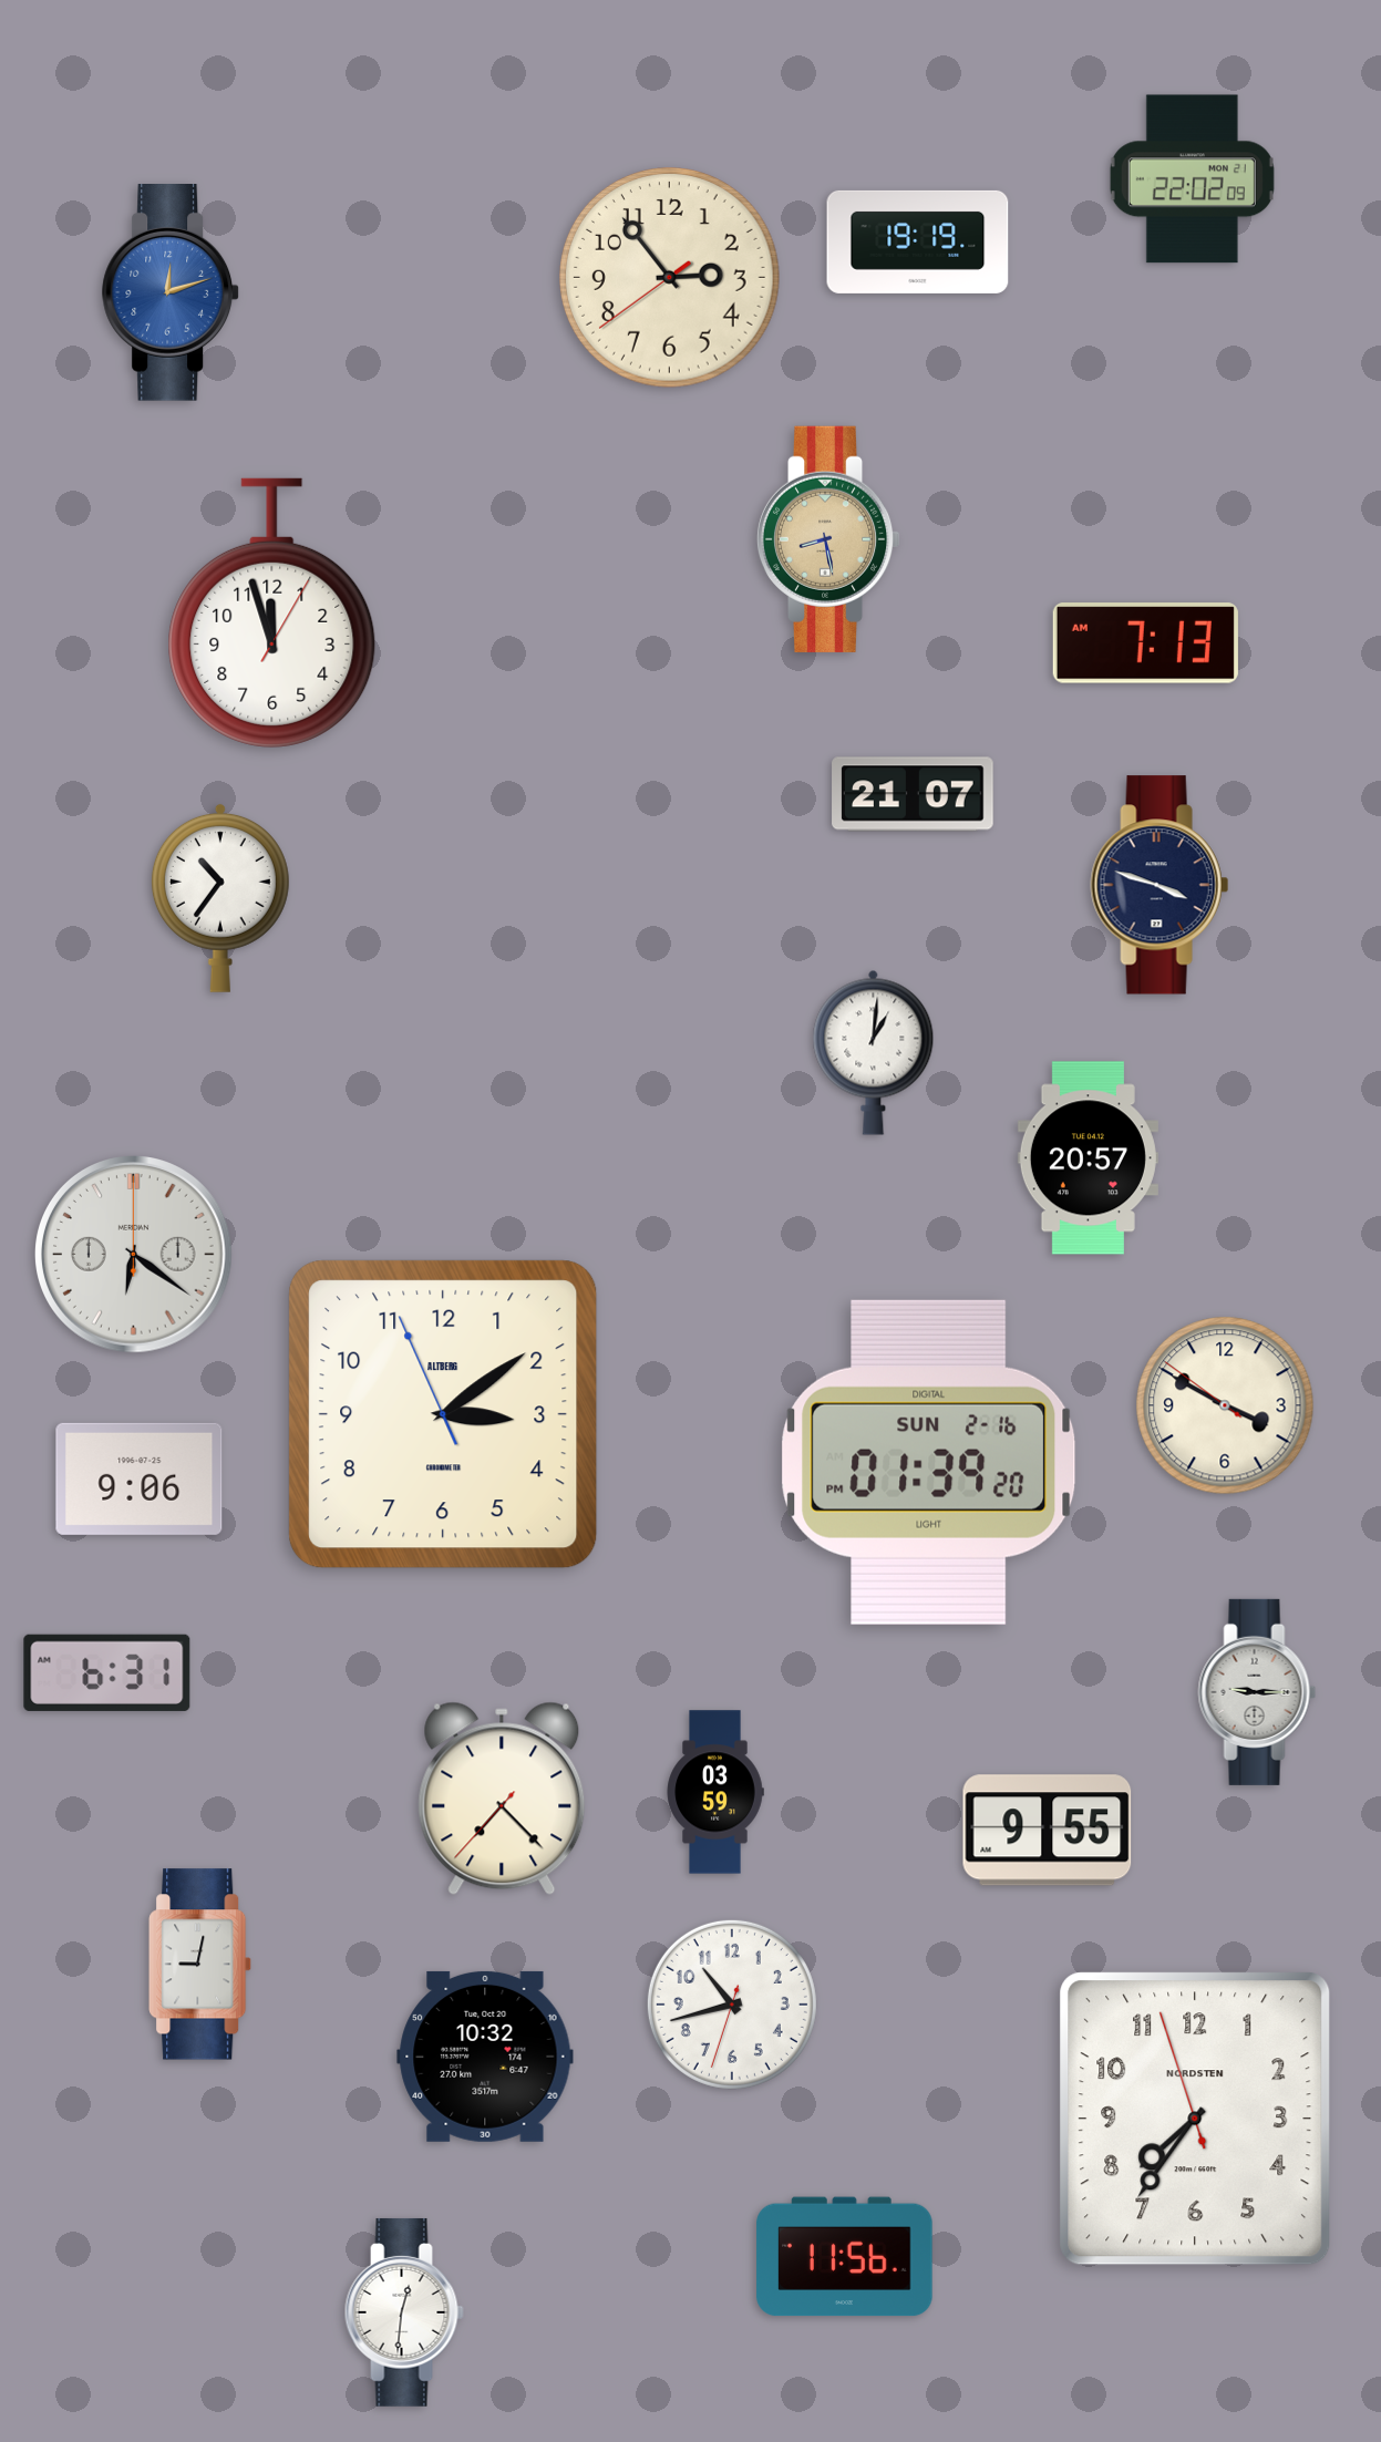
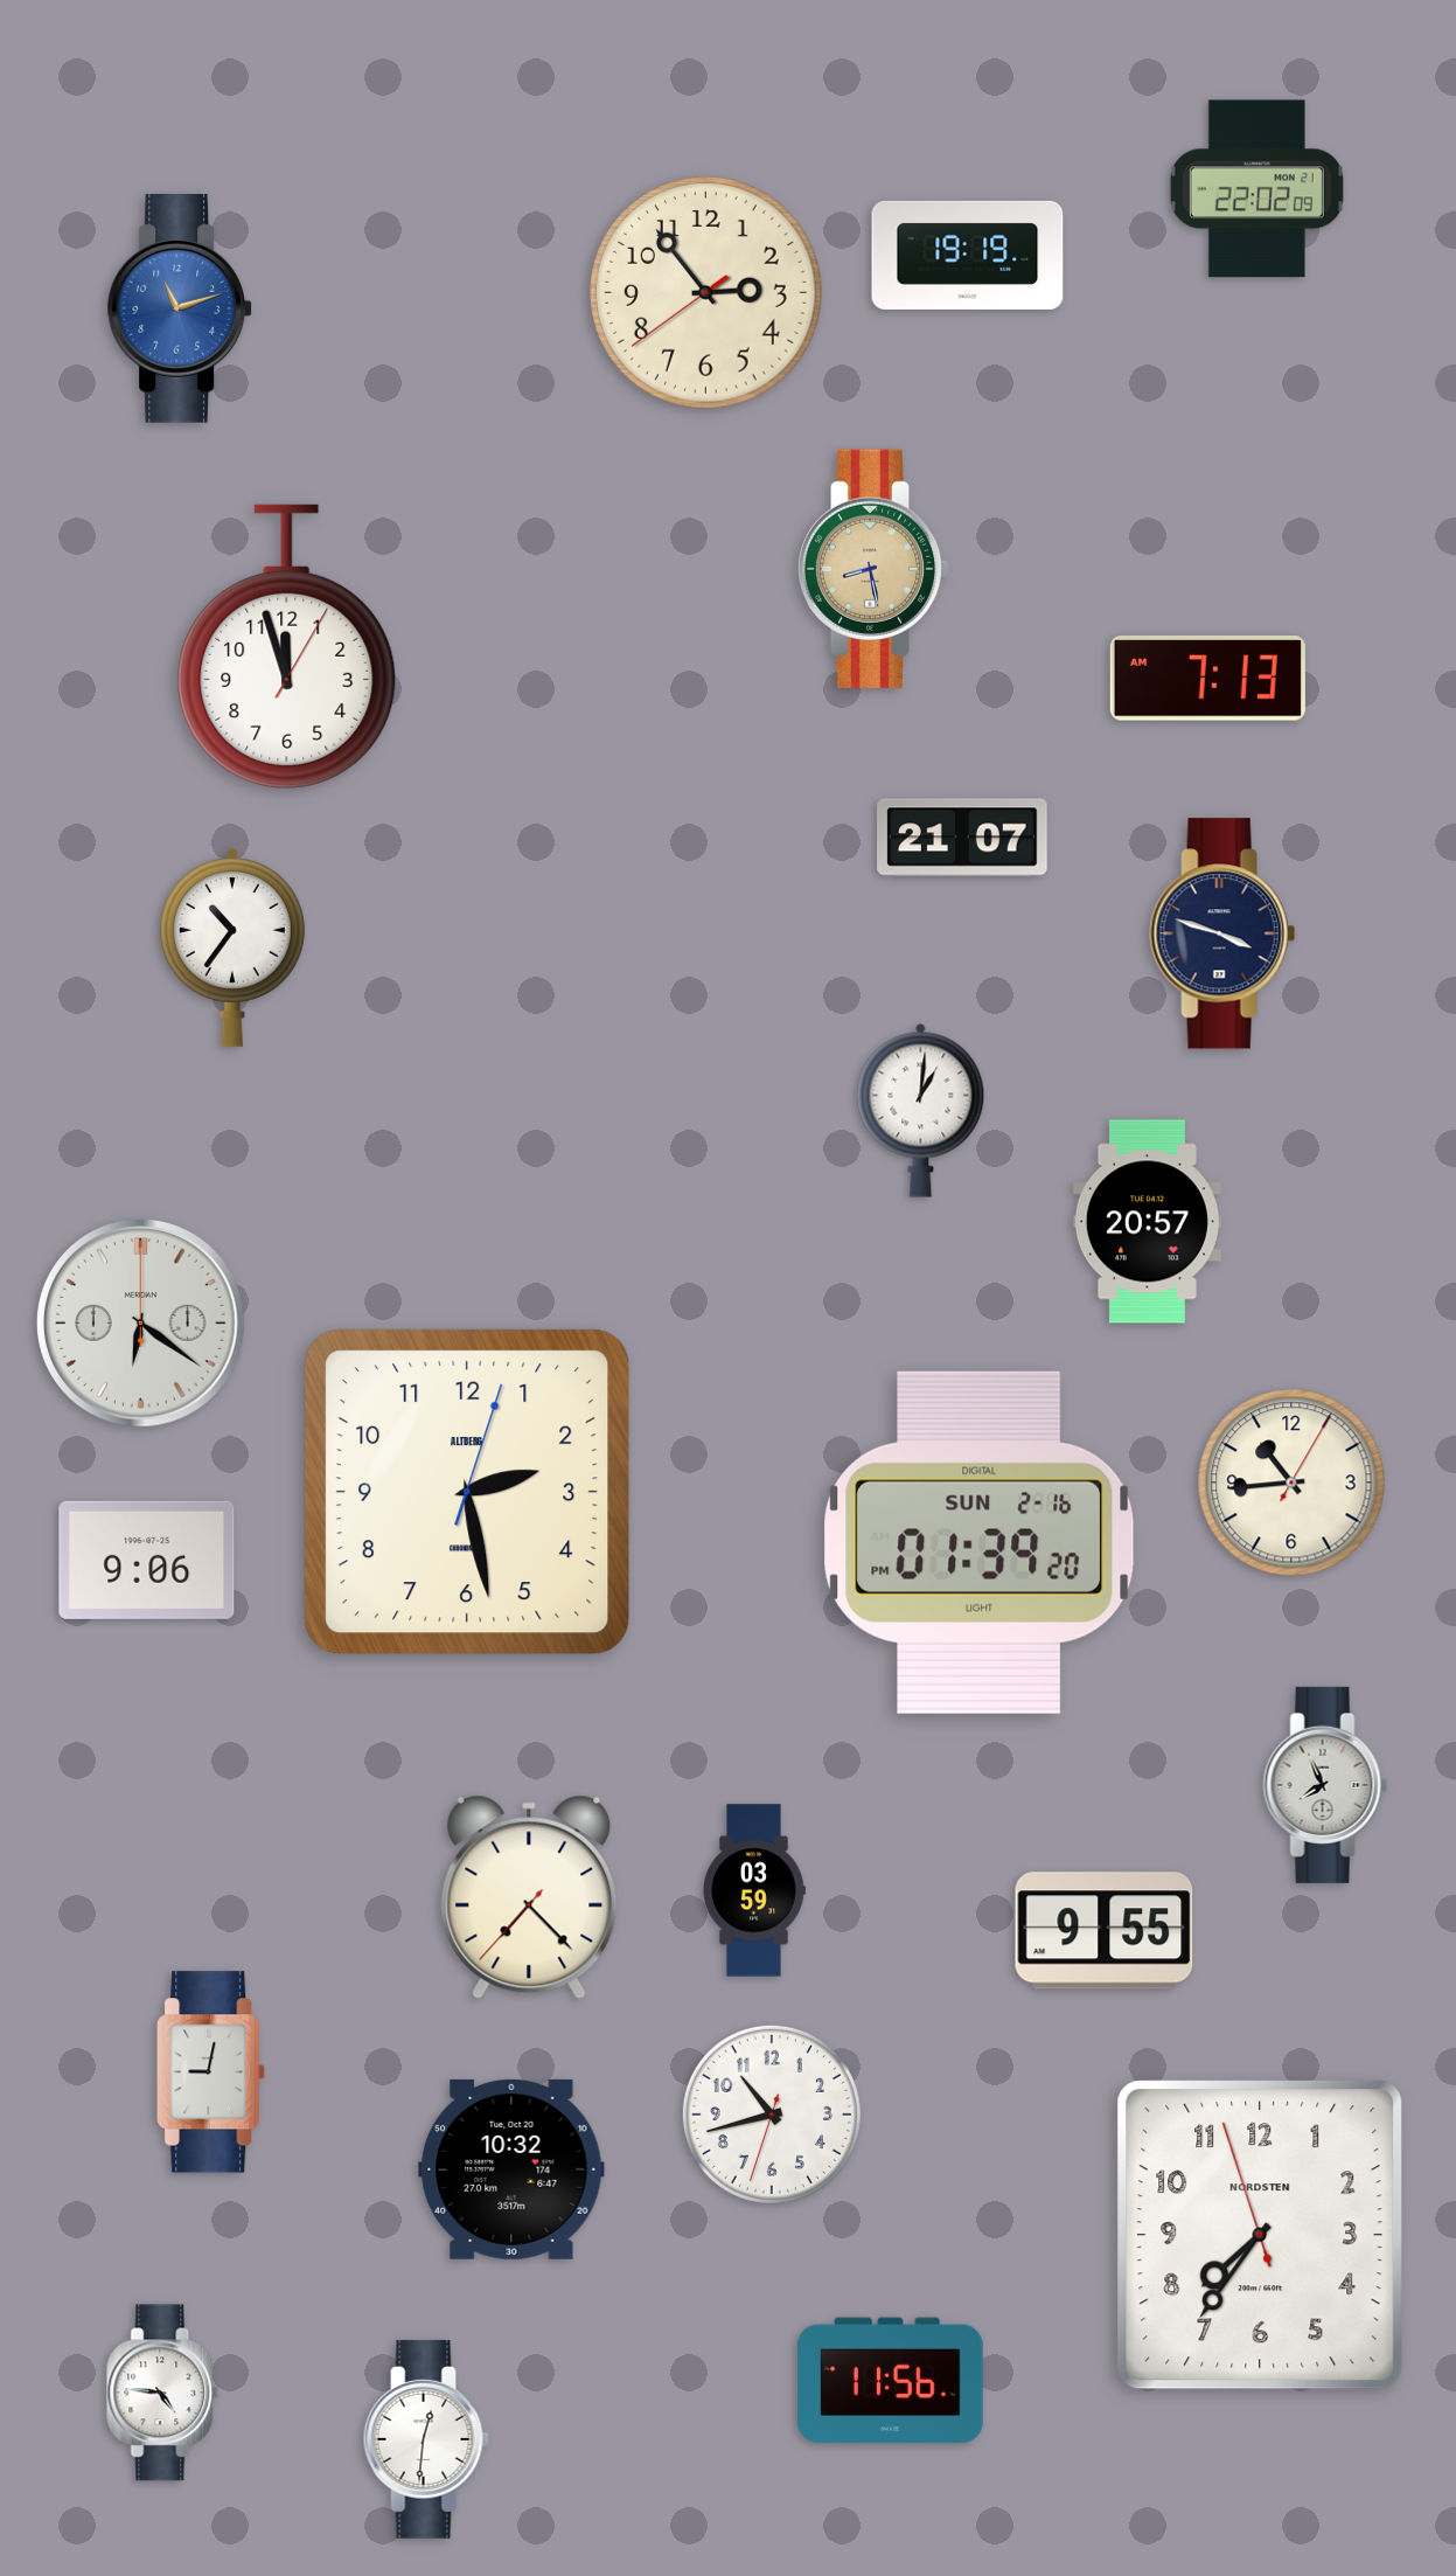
clock at (171, 293): 12:12 -> 11:12
clock at (1225, 1405): 3:49 -> 10:44
clock at (443, 1414): 3:08 -> 2:28
clock at (107, 1672): 6:31 -> none
clock at (1257, 1692): 9:15 -> 7:56
clock at (163, 2393): none -> 4:46
